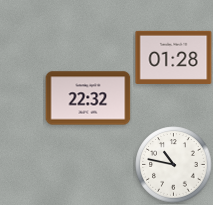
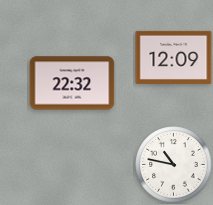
clock at (174, 57): 01:28 -> 12:09
clock at (88, 98) position: (88, 98) -> (72, 83)
